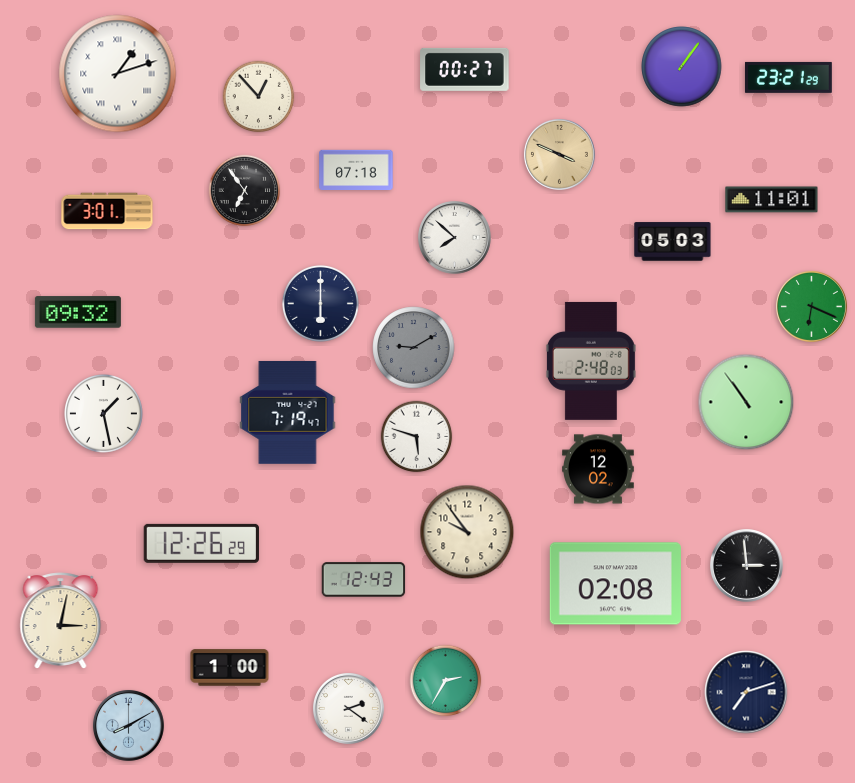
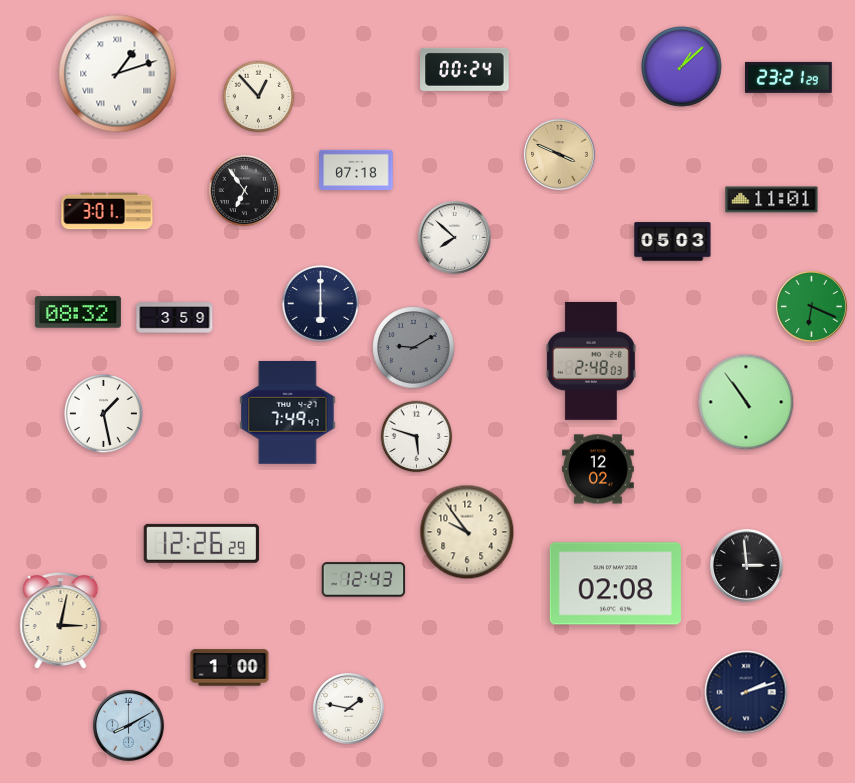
clock at (682, 67): 1:06 -> 1:08
clock at (465, 69): 00:27 -> 00:24
clock at (78, 312): 09:32 -> 08:32
clock at (175, 318): none -> 3:59
clock at (288, 412): 7:19 -> 7:49
clock at (446, 681): 2:35 -> none
clock at (746, 692): 7:12 -> 2:12
clock at (348, 708): 2:21 -> 1:47
